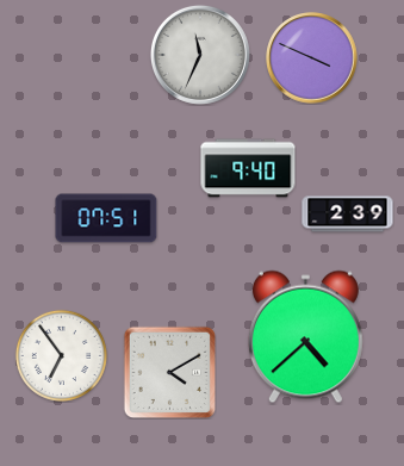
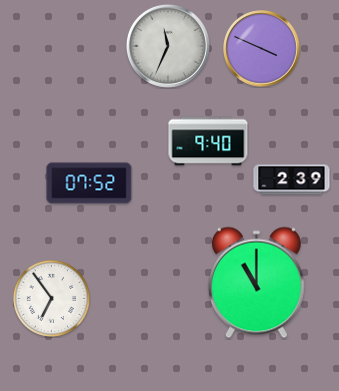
clock at (106, 218): 07:51 -> 07:52
clock at (305, 337): 4:38 -> 11:00
clock at (169, 372): 4:10 -> none
